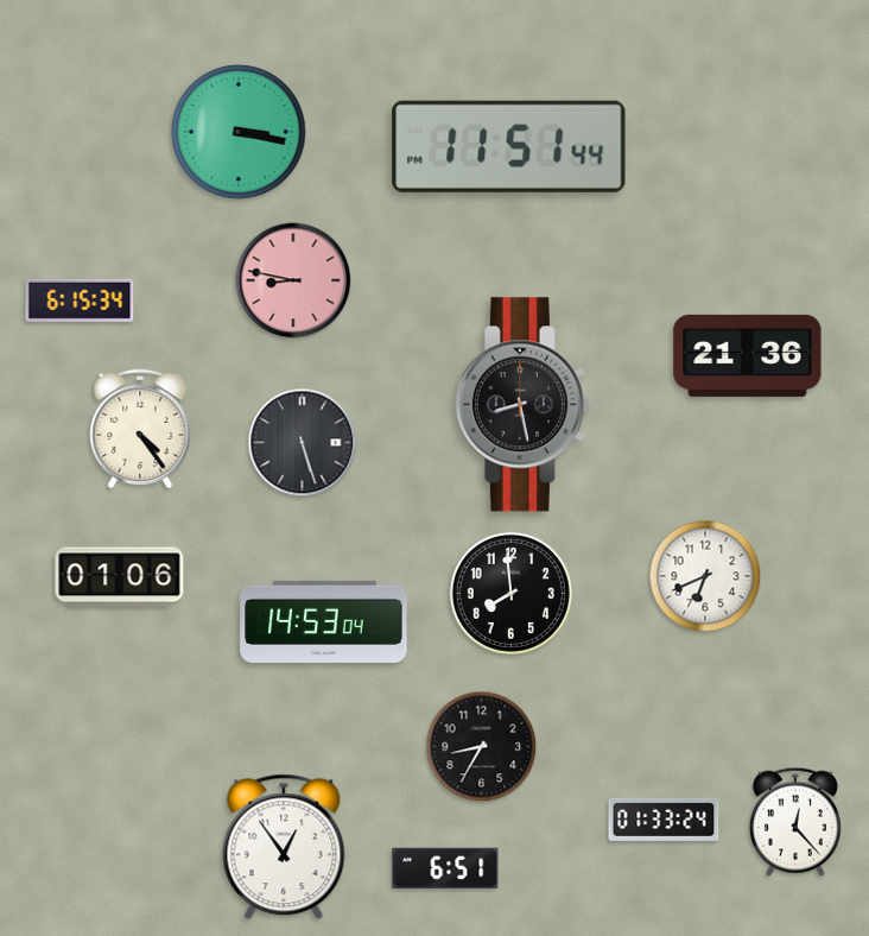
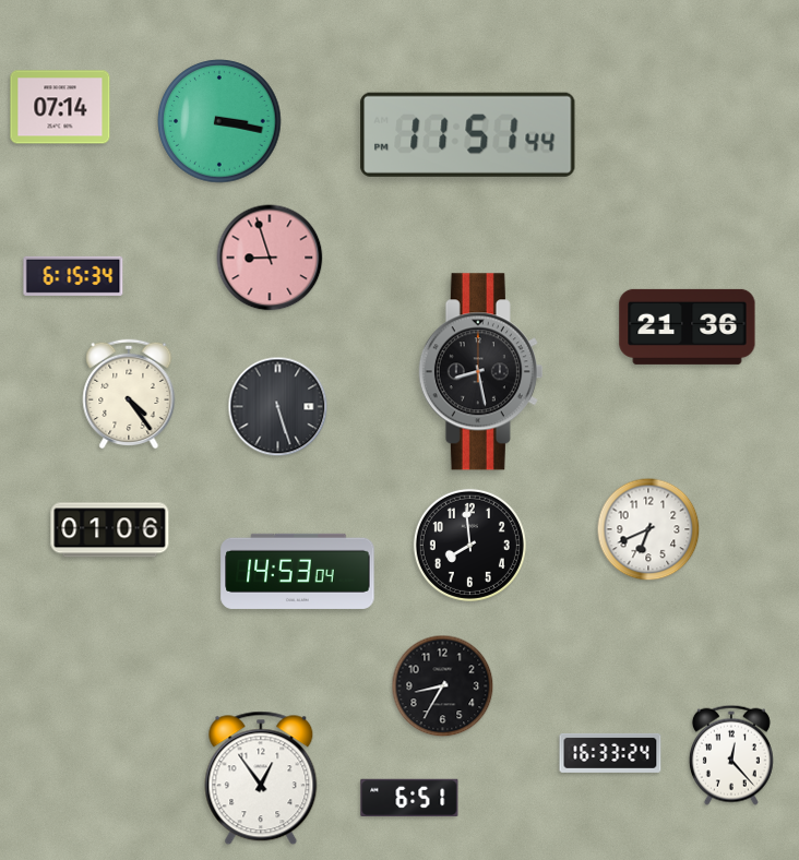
clock at (60, 107): none -> 07:14
clock at (293, 280): 8:47 -> 8:57
clock at (664, 820): 01:33 -> 16:33
